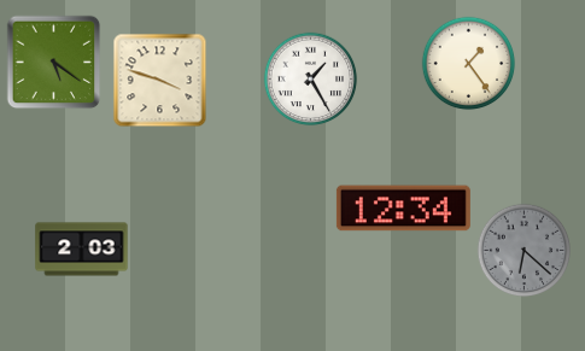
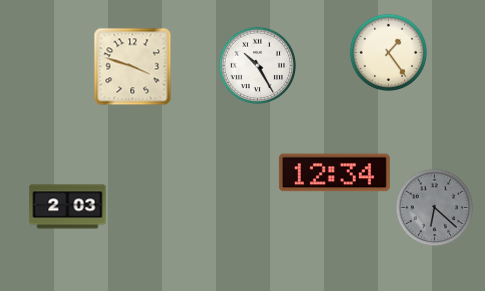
clock at (53, 62): 5:21 -> none
clock at (310, 78): 1:25 -> 10:25
